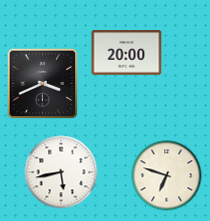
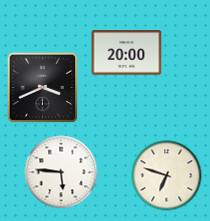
clock at (43, 84) position: (43, 84) -> (43, 88)
clock at (61, 172): 5:43 -> 5:46
